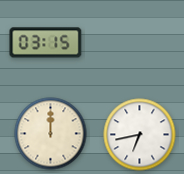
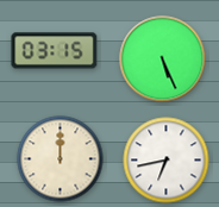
clock at (163, 59): none -> 5:26
